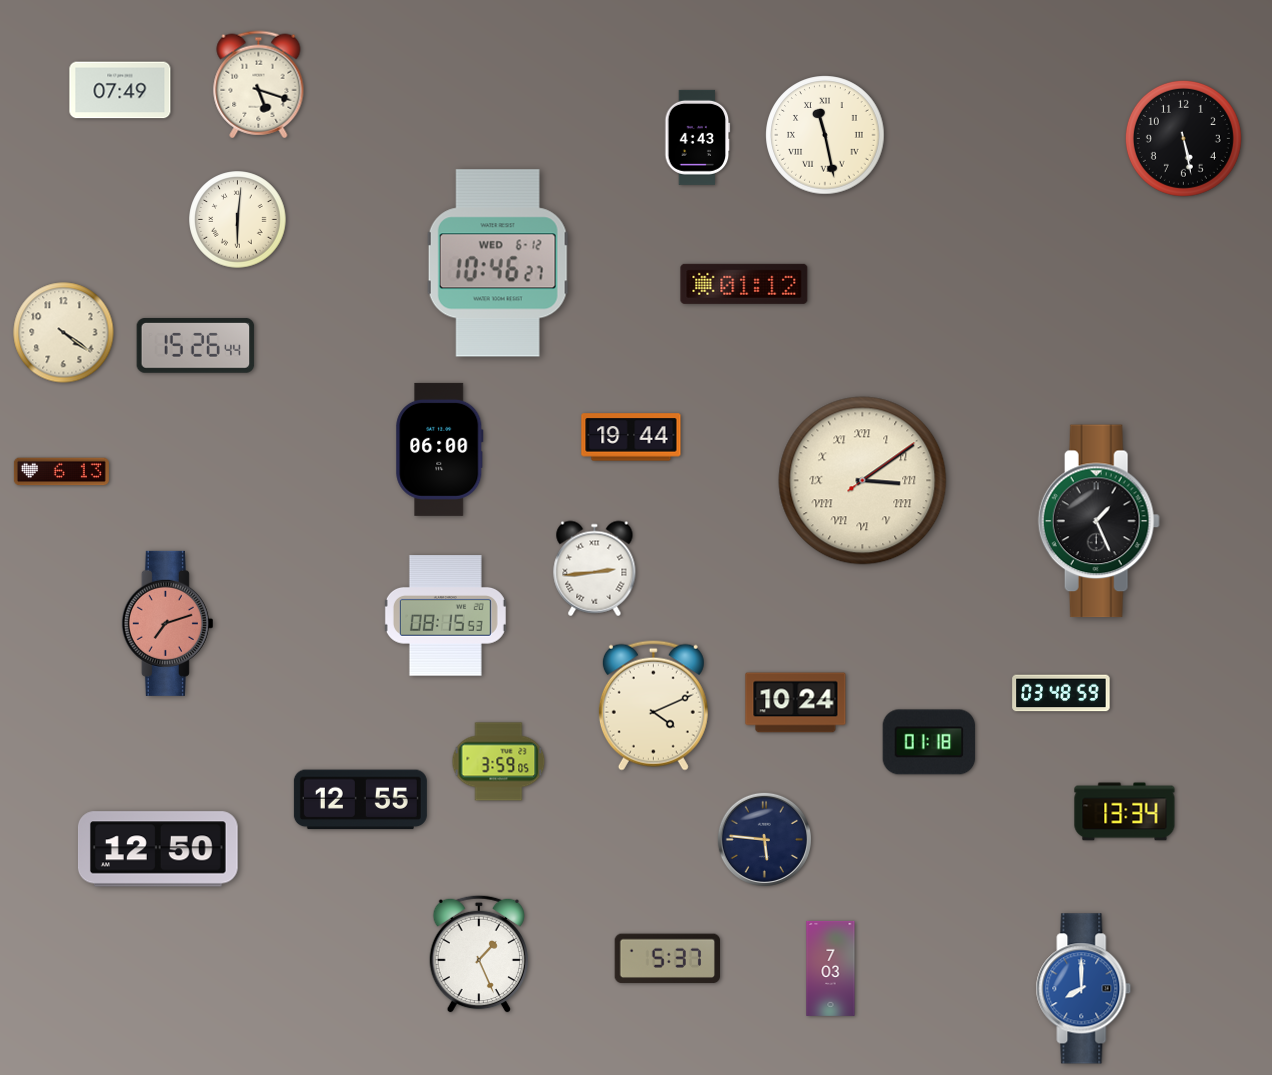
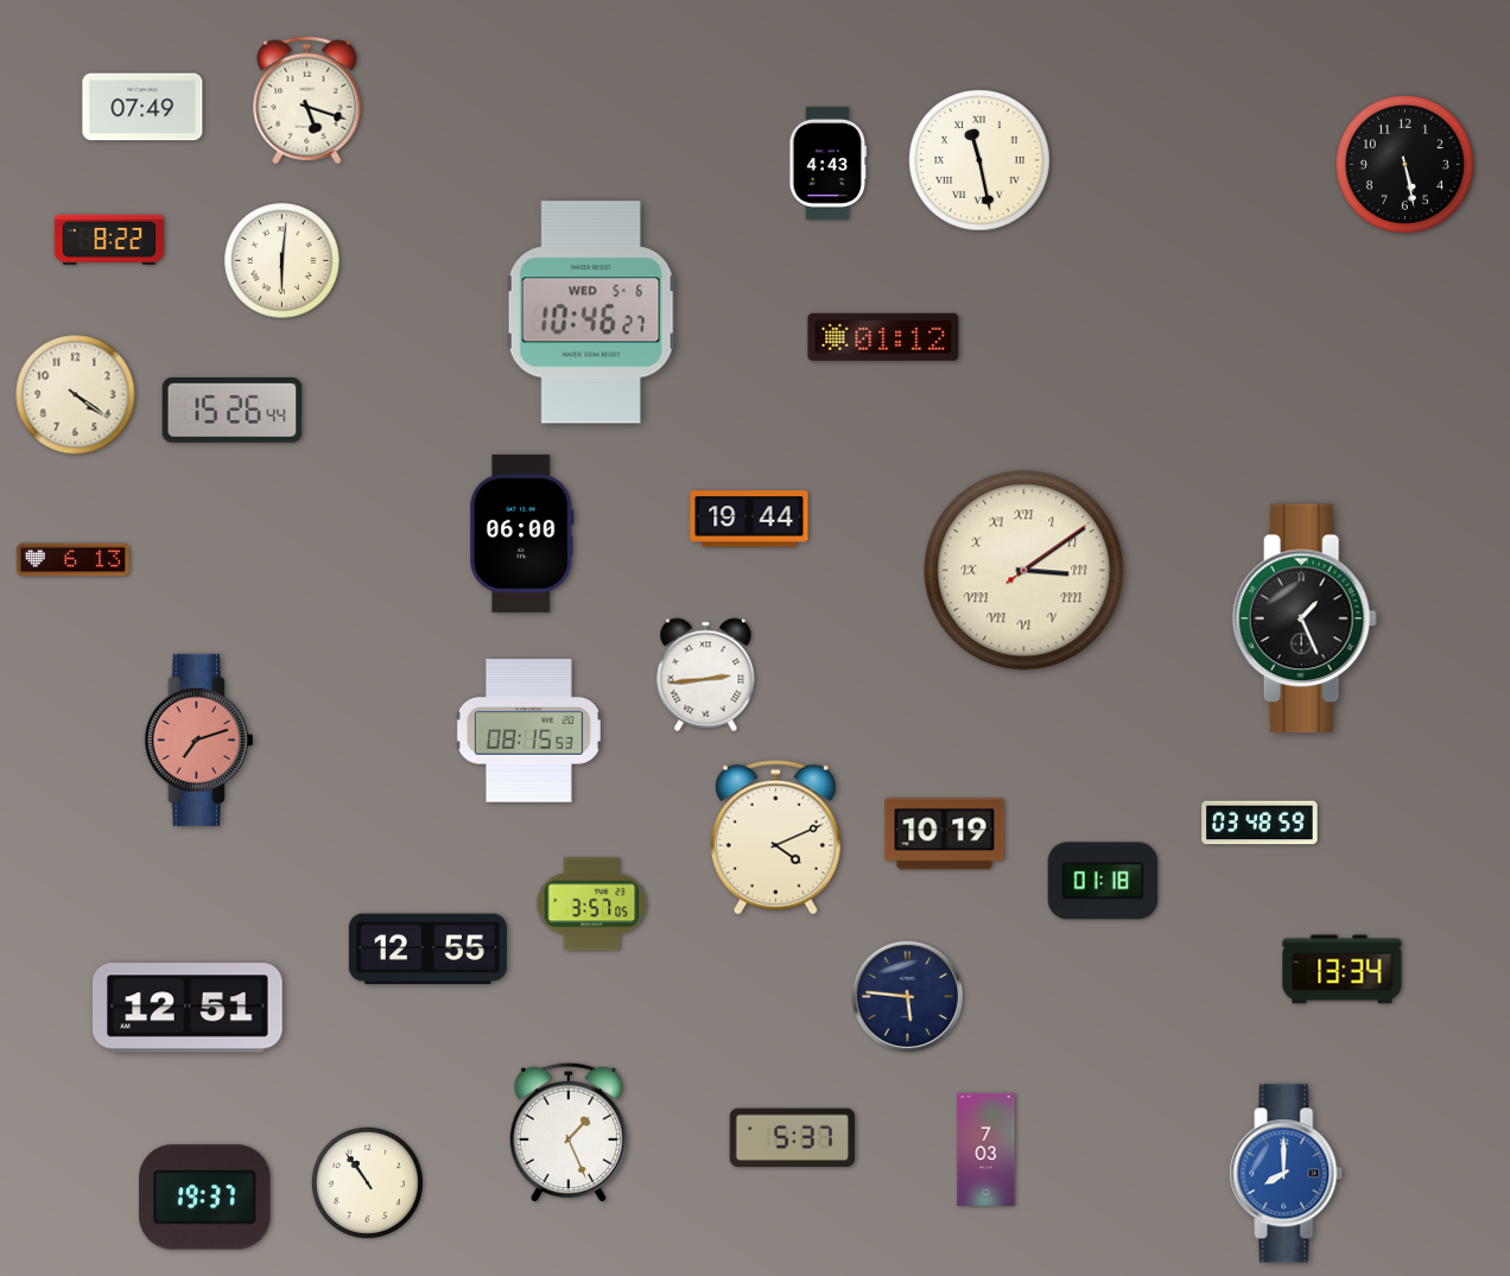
clock at (109, 240): none -> 8:22
clock at (498, 263) date: WED 6-12 -> WED 5-6
clock at (796, 703): 10:24 -> 10:19
clock at (499, 762): 3:59 -> 3:57
clock at (1125, 812) position: (1125, 812) -> (1343, 970)
clock at (158, 849): 12:50 -> 12:51
clock at (367, 1182): none -> 10:54
clock at (205, 1198): none -> 19:37
